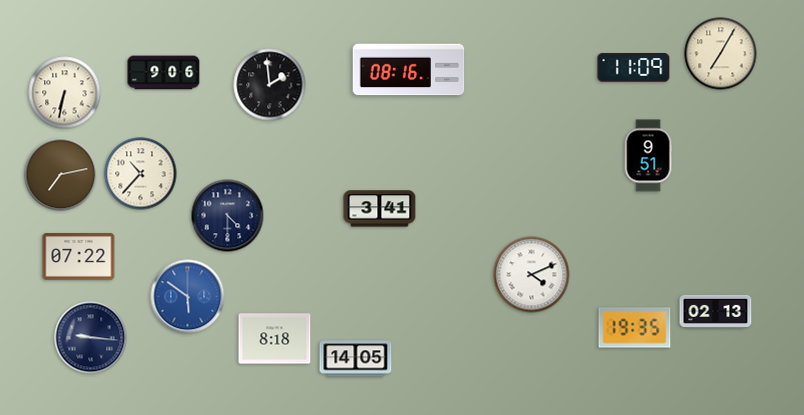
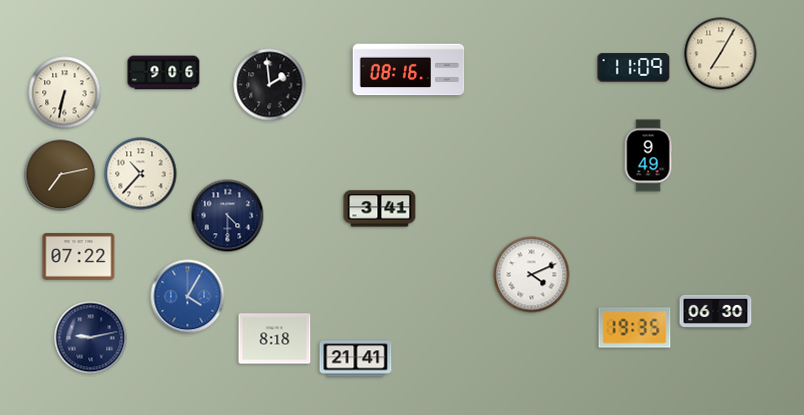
clock at (648, 156): 9:51 -> 9:49
clock at (188, 297): 5:51 -> 4:05
clock at (716, 311): 02:13 -> 06:30
clock at (91, 338): 9:16 -> 9:13
clock at (356, 359): 14:05 -> 21:41
